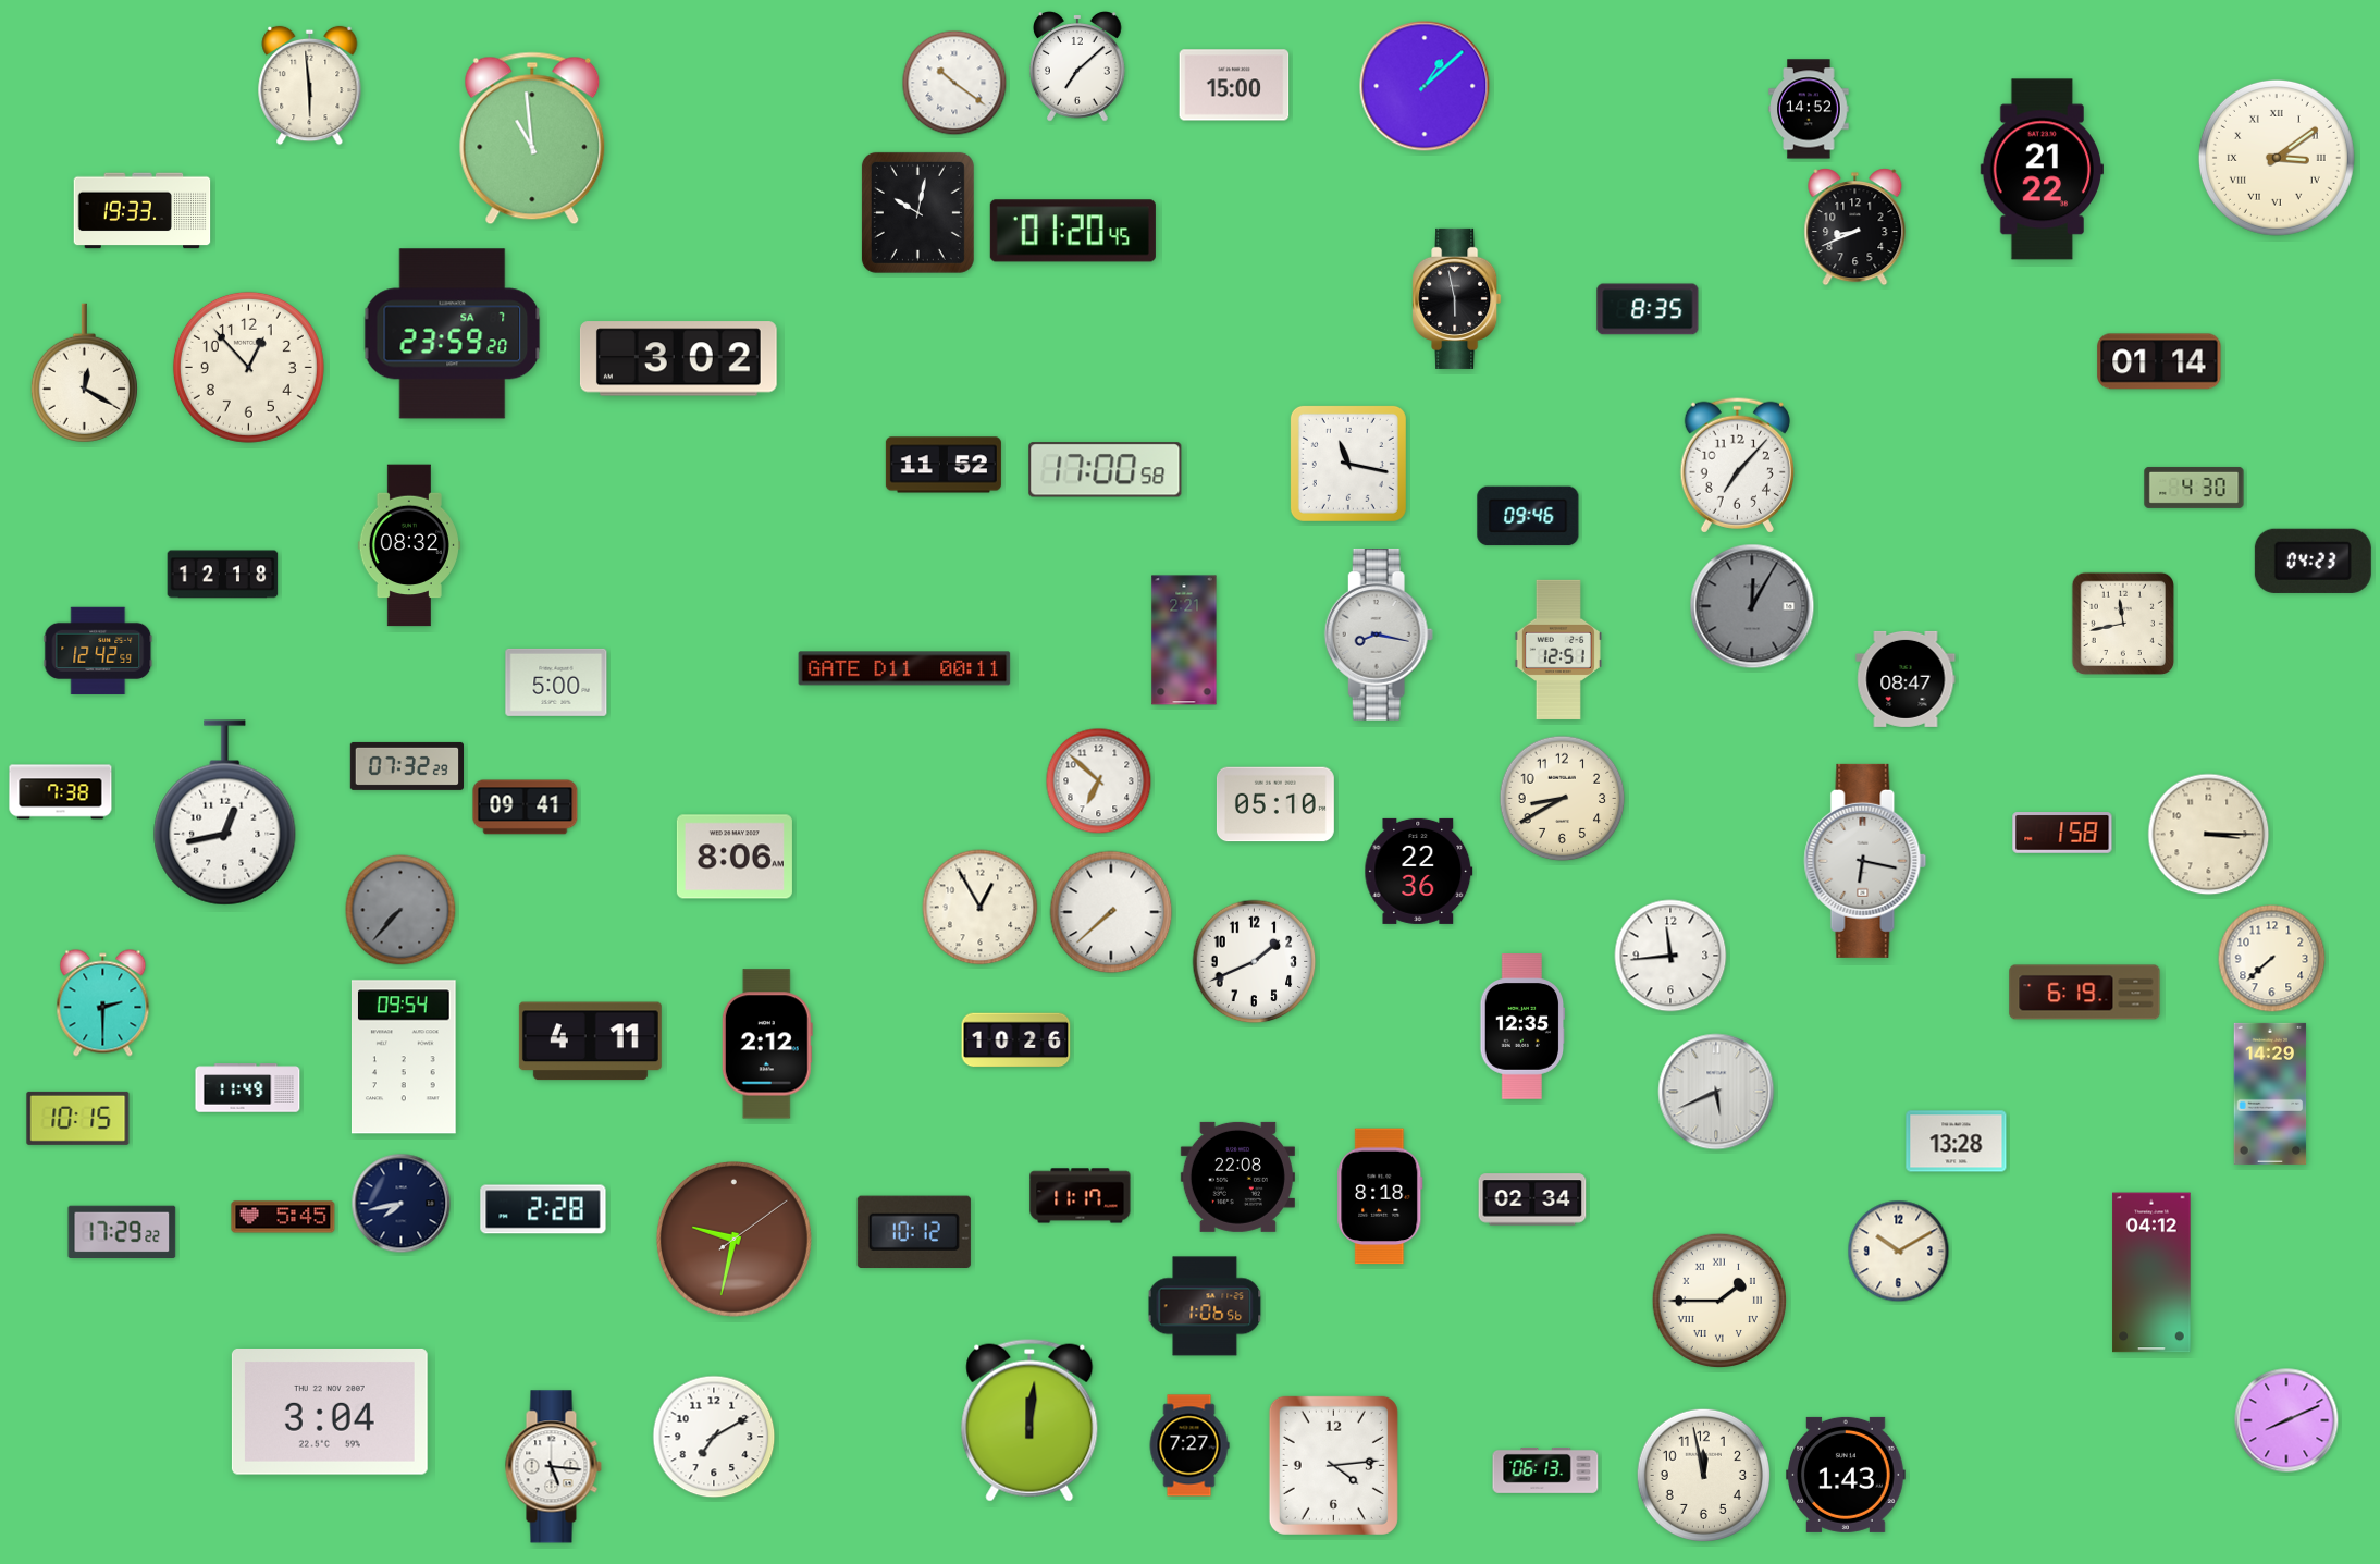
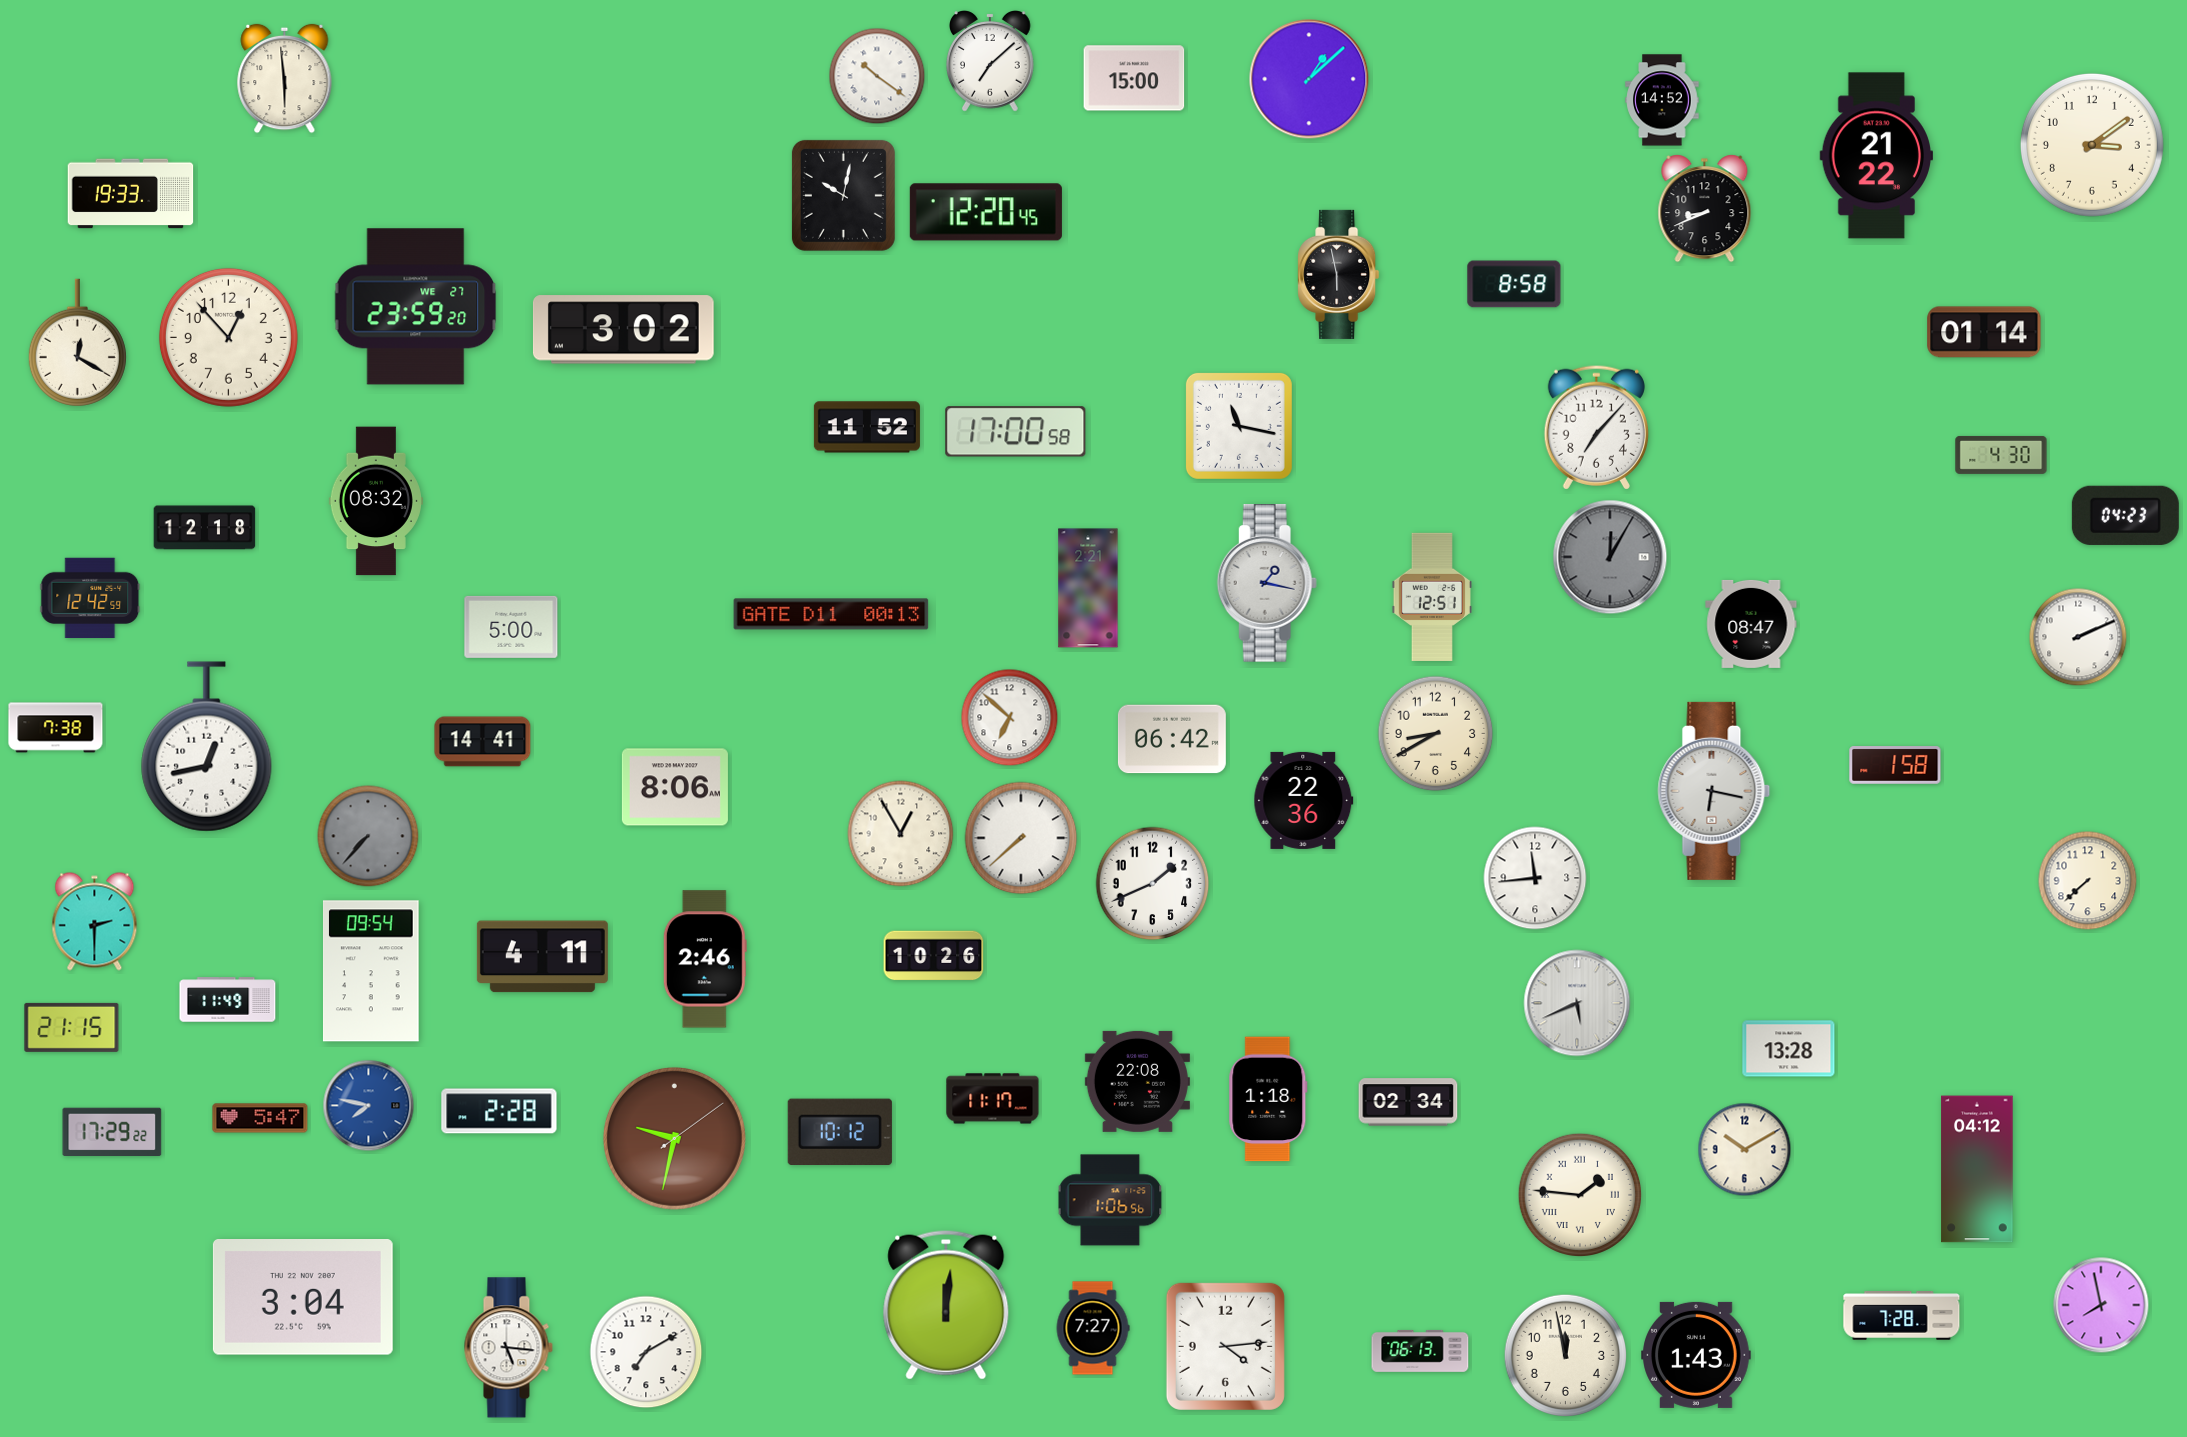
clock at (532, 138): 10:59 -> none
clock at (2277, 158) numerals: Roman -> Arabic
clock at (1073, 231): 01:20 -> 12:20
clock at (1648, 309): 8:35 -> 8:58
clock at (453, 334) date: SA 7 -> WE 27
clock at (2194, 488) position: (2194, 488) -> (2001, 455)
clock at (1528, 516): 09:46 -> none
clock at (2123, 624): 11:43 -> none
clock at (1379, 636): 8:17 -> 1:17
clock at (904, 668): 00:11 -> 00:13
clock at (2078, 637): none -> 2:11
clock at (406, 766): 07:32 -> none
clock at (1275, 804): 05:10 -> 06:42
clock at (526, 808): 09:41 -> 14:41
clock at (2209, 835): 3:15 -> none
clock at (2085, 993): 6:19 -> none
clock at (1522, 1026): 12:35 -> none
clock at (767, 1044): 2:12 -> 2:46
clock at (2270, 1094): 14:29 -> none
clock at (78, 1118): 10:15 -> 21:15
clock at (1957, 1142) position: (1957, 1142) -> (1789, 1049)
clock at (1380, 1196): 8:18 -> 1:18
clock at (402, 1204): 7:43 -> 7:47
clock at (402, 1204) dial: navy -> blue
clock at (283, 1217): 5:45 -> 5:47
clock at (1718, 1300): 1:45 -> 1:46
clock at (1205, 1306) position: (1205, 1306) -> (1110, 1200)
clock at (2286, 1420): 8:11 -> 7:58
clock at (1902, 1316): none -> 7:28
clock at (714, 1437) position: (714, 1437) -> (646, 1352)
